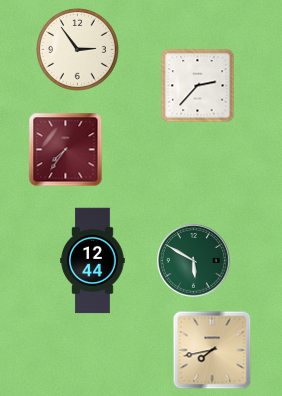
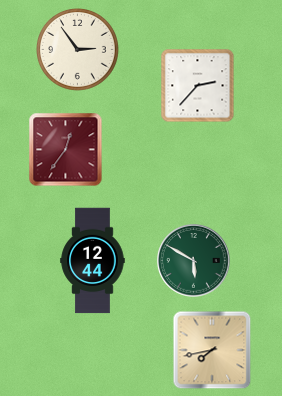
clock at (66, 150): 7:36 -> 12:36
